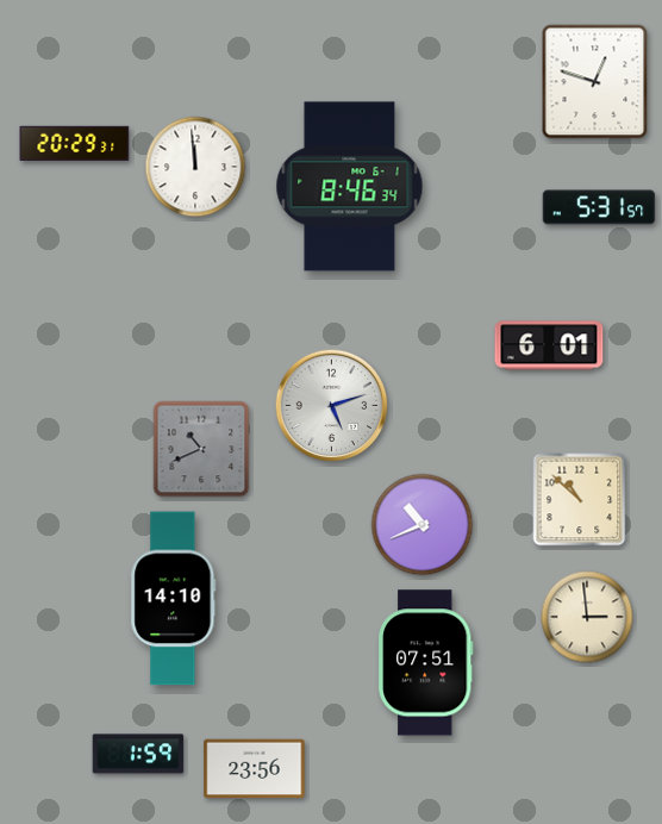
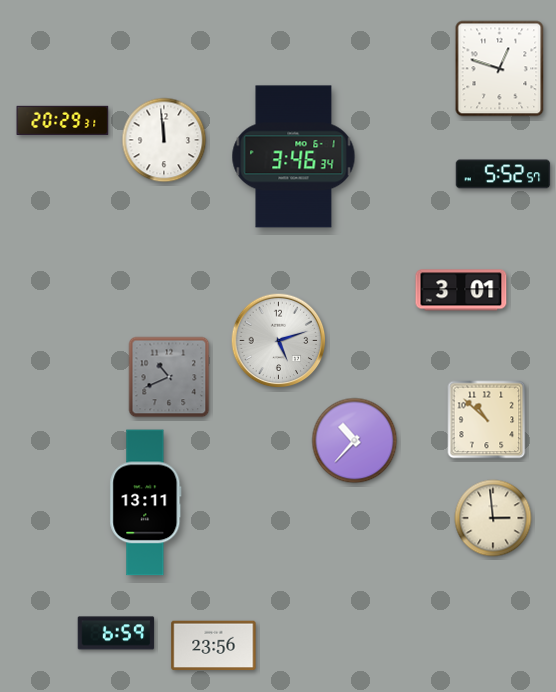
clock at (350, 187): 8:46 -> 3:46
clock at (599, 207): 5:31 -> 5:52
clock at (549, 345): 6:01 -> 3:01
clock at (423, 525): 10:41 -> 10:37
clock at (174, 599): 14:10 -> 13:11
clock at (426, 663): 07:51 -> none
clock at (138, 754): 1:59 -> 6:59
